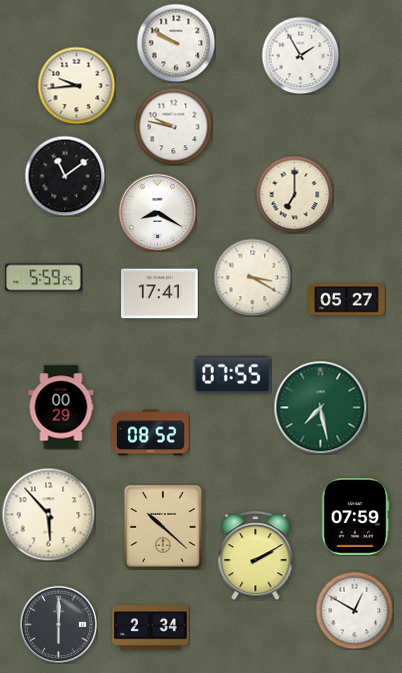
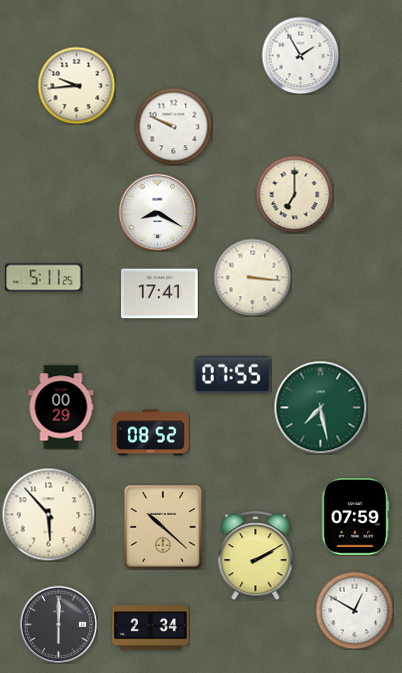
clock at (176, 43): 9:50 -> none
clock at (173, 126): 9:47 -> 9:49
clock at (65, 176): 11:09 -> none
clock at (252, 277): 3:20 -> 3:16
clock at (44, 278): 5:59 -> 5:11
clock at (347, 300): 05:27 -> none
